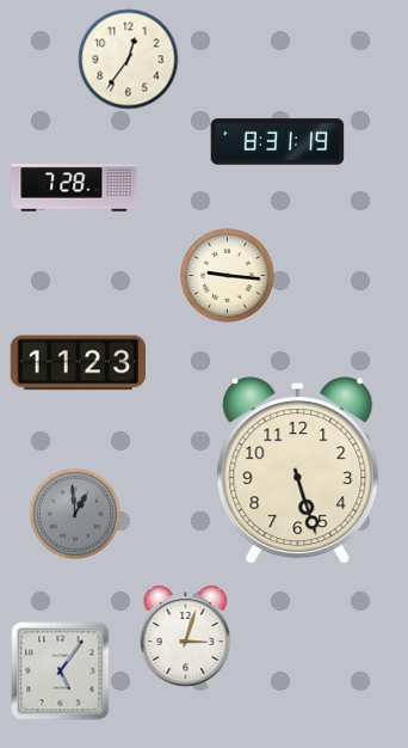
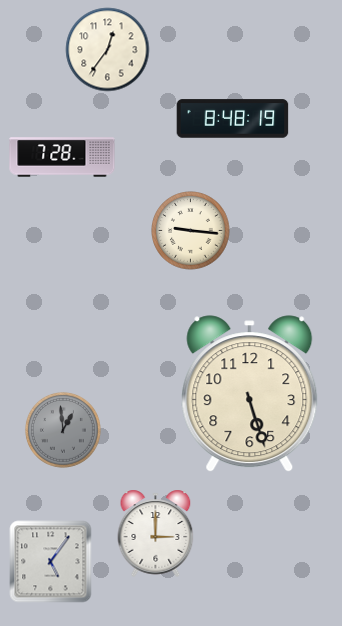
clock at (278, 142): 8:31 -> 8:48
clock at (78, 363): 11:23 -> none
clock at (186, 637): 3:03 -> 3:00
